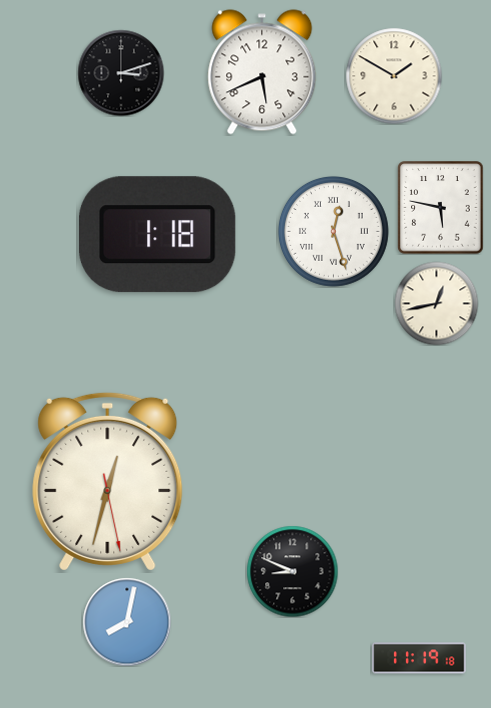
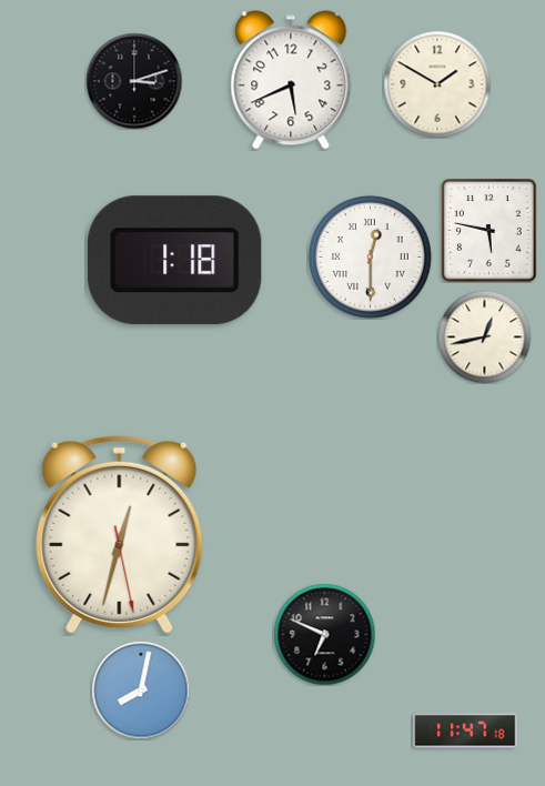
clock at (333, 231): 12:27 -> 12:30
clock at (292, 571): 8:49 -> 6:49
clock at (419, 658): 11:19 -> 11:47
